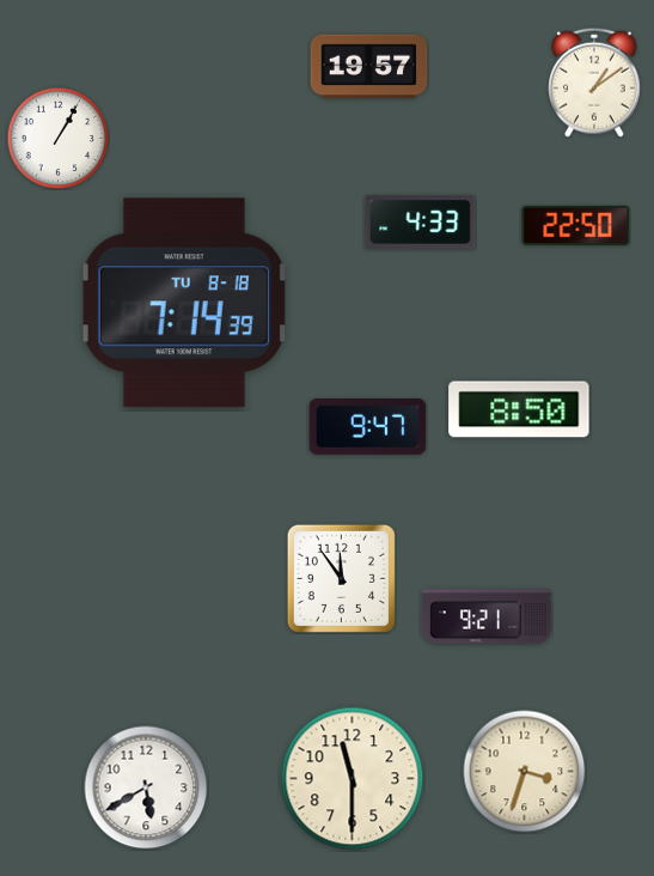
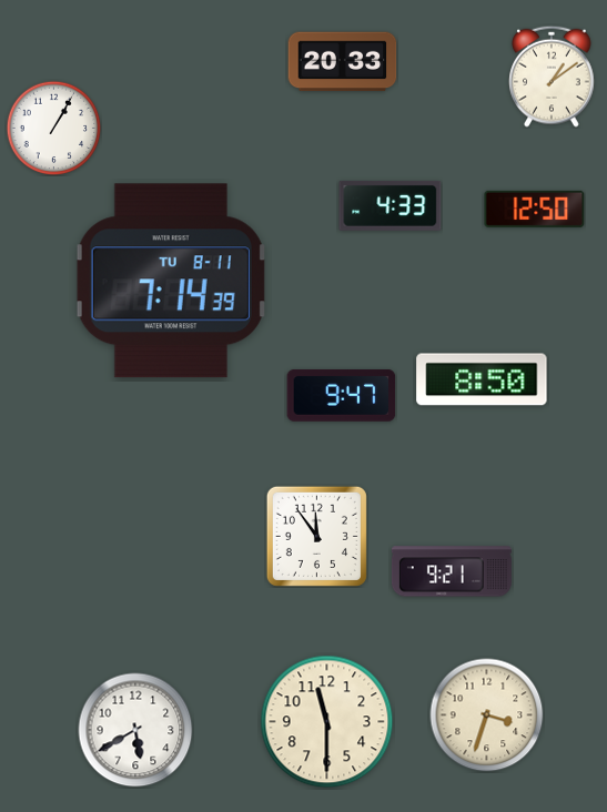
clock at (369, 67): 19:57 -> 20:33
clock at (576, 225): 22:50 -> 12:50
clock at (184, 303) date: TU 8-18 -> TU 8-11
